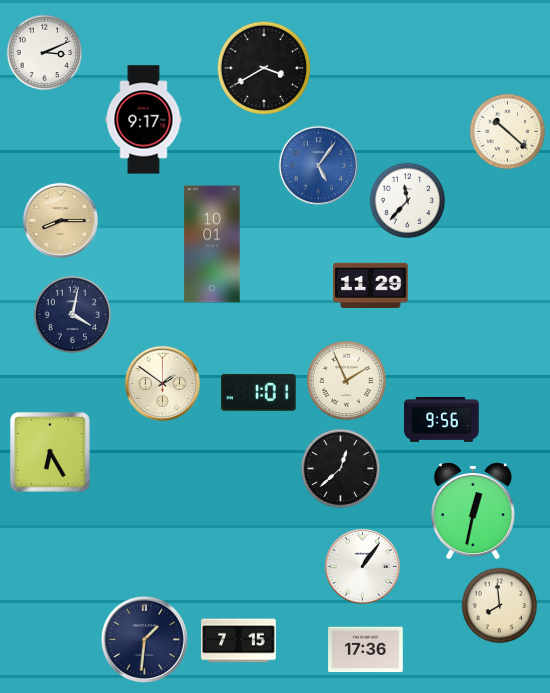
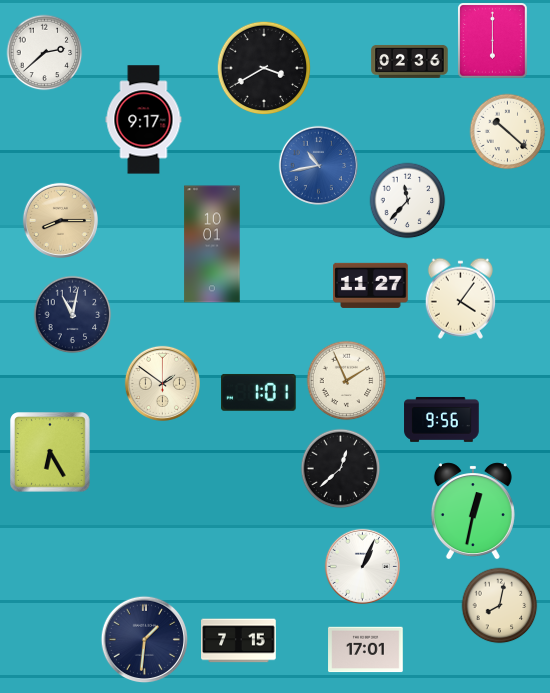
clock at (493, 41): none -> 6:00
clock at (45, 53): 3:11 -> 2:38
clock at (410, 61): none -> 02:36
clock at (318, 165): 5:06 -> 10:43
clock at (371, 285): 11:29 -> 11:27
clock at (460, 298): none -> 4:06
clock at (73, 315): 4:02 -> 11:02
clock at (362, 566): 1:06 -> 1:04
clock at (500, 606): 7:59 -> 8:02
clock at (366, 650): 17:36 -> 17:01
